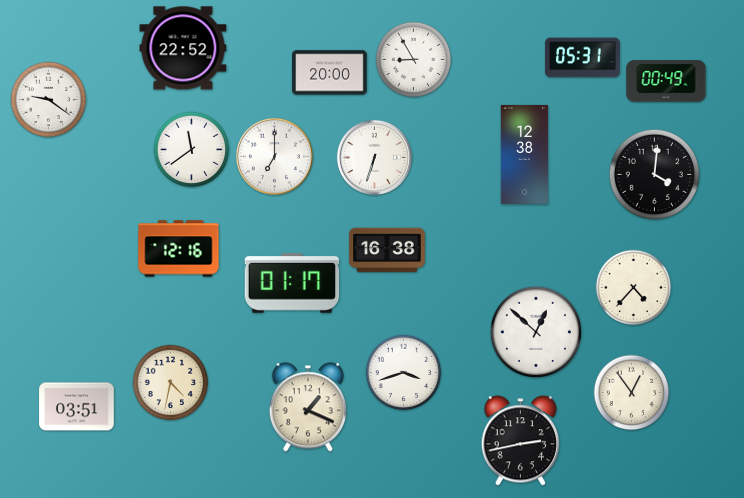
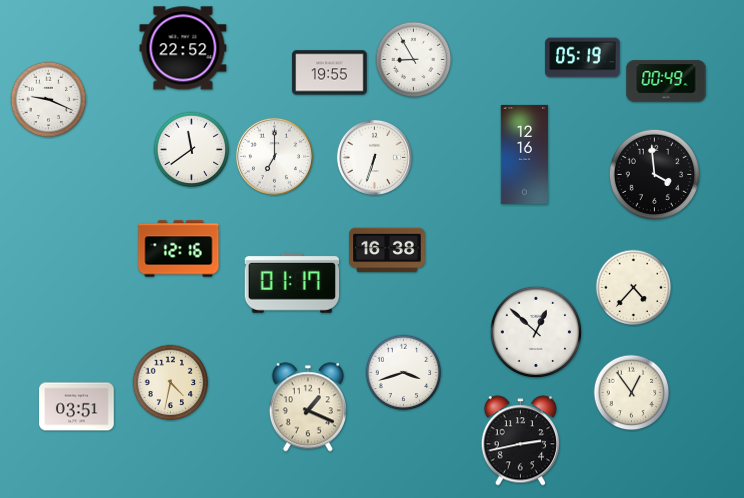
clock at (583, 58): 05:31 -> 05:19
clock at (330, 73): 20:00 -> 19:55
clock at (49, 100): 9:21 -> 9:19
clock at (524, 154): 12:38 -> 12:16
clock at (654, 174): 4:01 -> 3:59
